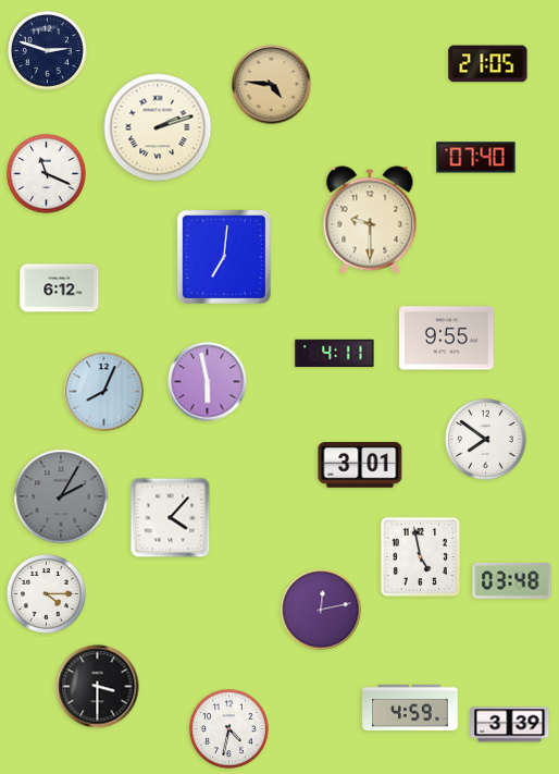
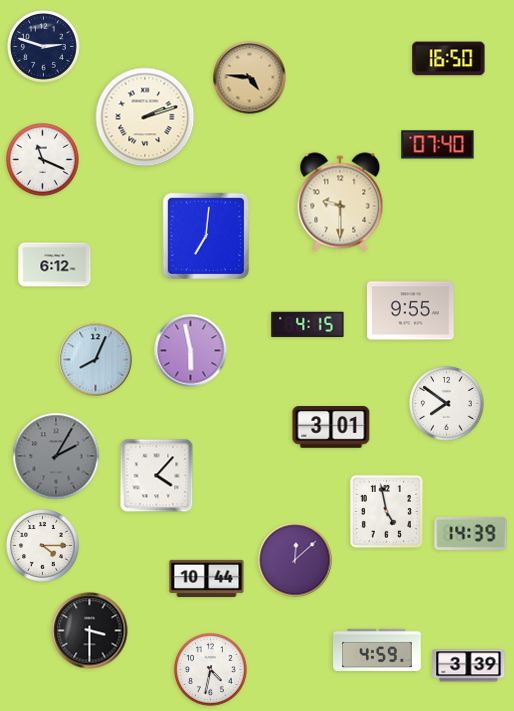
clock at (488, 64): 21:05 -> 16:50
clock at (335, 354): 4:11 -> 4:15
clock at (512, 580): 03:48 -> 14:39
clock at (321, 610): 12:13 -> 12:08
clock at (207, 578): none -> 10:44
